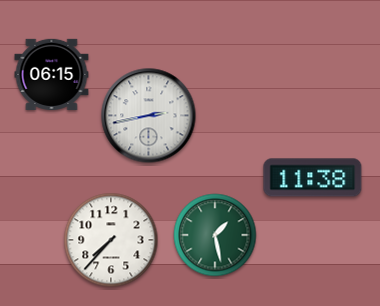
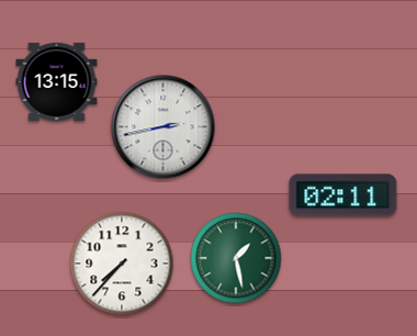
clock at (52, 74): 06:15 -> 13:15
clock at (313, 178): 11:38 -> 02:11
